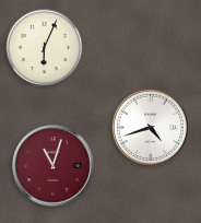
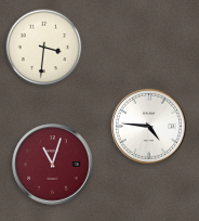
clock at (45, 48): 6:04 -> 3:31
clock at (150, 127): 4:42 -> 4:46
